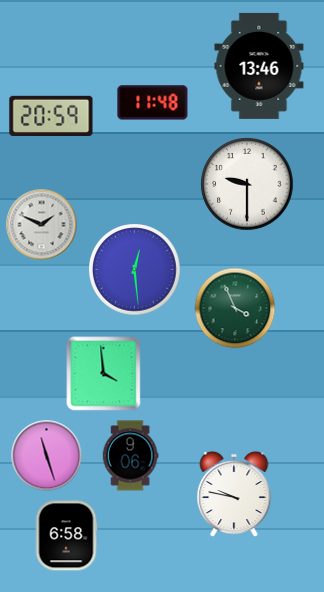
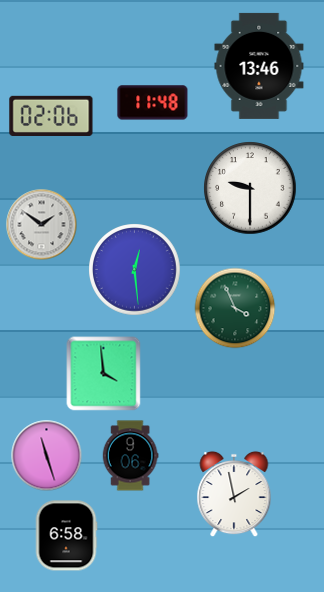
clock at (51, 115): 20:59 -> 02:06
clock at (247, 184) position: (247, 184) -> (250, 188)
clock at (42, 225): 1:49 -> 1:51
clock at (234, 494): 9:47 -> 1:58
